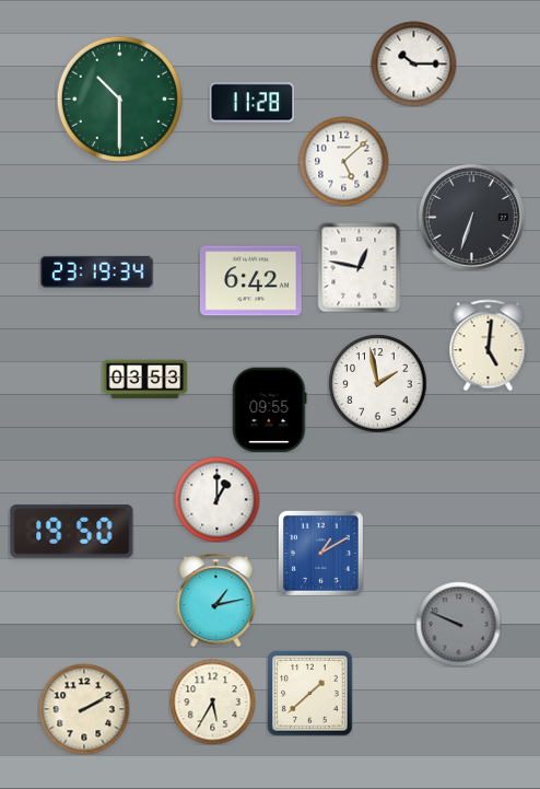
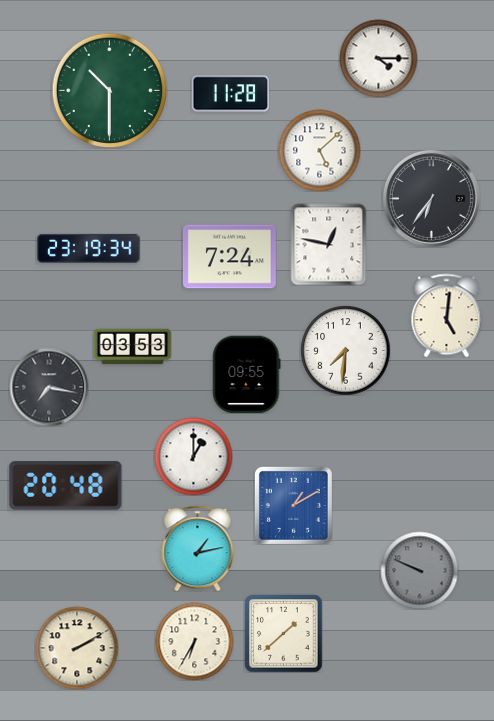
clock at (413, 63): 10:15 -> 4:15
clock at (343, 161) position: (343, 161) -> (319, 150)
clock at (471, 217): 6:33 -> 6:36
clock at (250, 281): 6:42 -> 7:24
clock at (377, 383): 1:58 -> 7:31
clock at (49, 387): none -> 7:17
clock at (216, 499) position: (216, 499) -> (193, 456)
clock at (72, 532): 19:50 -> 20:48
clock at (212, 701): 5:35 -> 6:35
